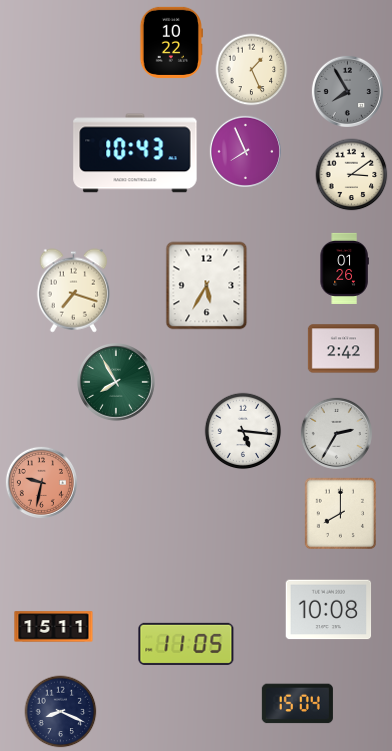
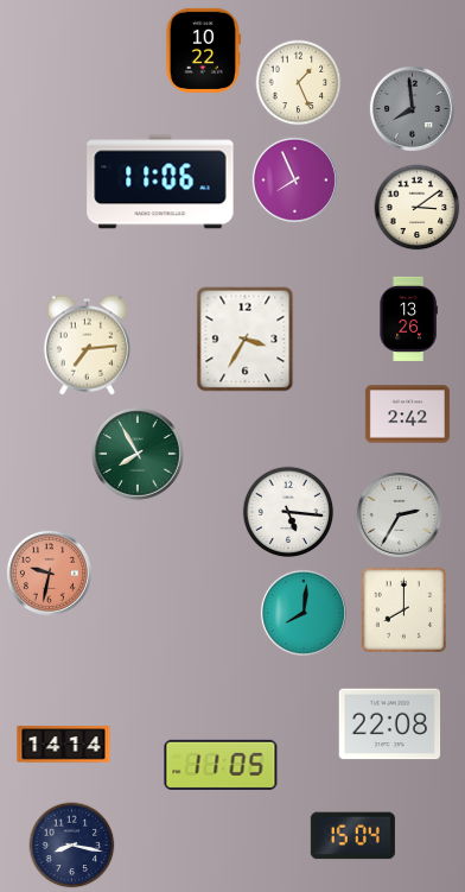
clock at (347, 91): 7:55 -> 7:59
clock at (245, 151) position: (245, 151) -> (294, 179)
clock at (135, 153): 10:43 -> 11:06
clock at (344, 268): 01:26 -> 13:26
clock at (207, 286): 5:35 -> 3:35
clock at (73, 291): 7:18 -> 7:14
clock at (304, 613): none -> 8:01
clock at (329, 610): 10:08 -> 22:08
clock at (54, 627): 15:11 -> 14:14
clock at (61, 712): 8:19 -> 8:17
